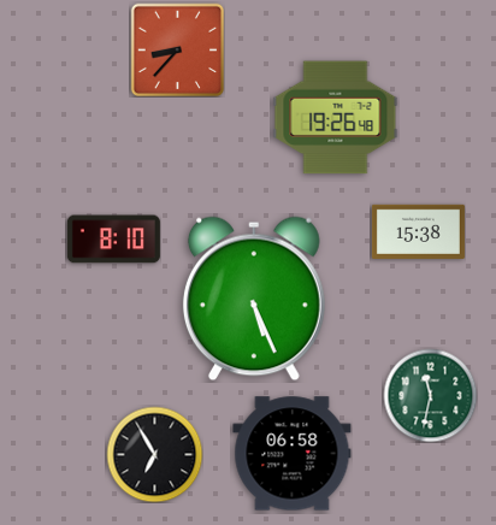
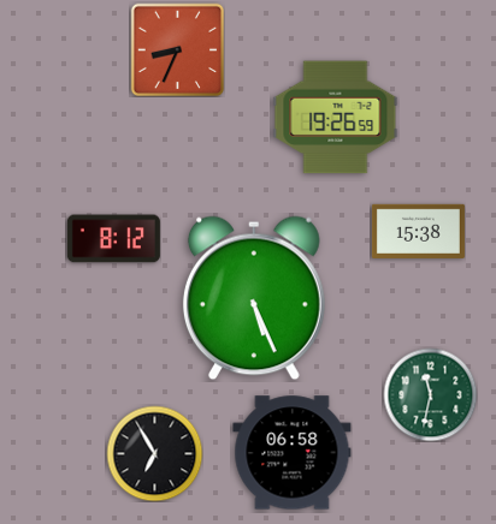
clock at (177, 49): 8:37 -> 8:34
clock at (336, 118): 19:26:48 -> 19:26:59
clock at (113, 240): 8:10 -> 8:12
